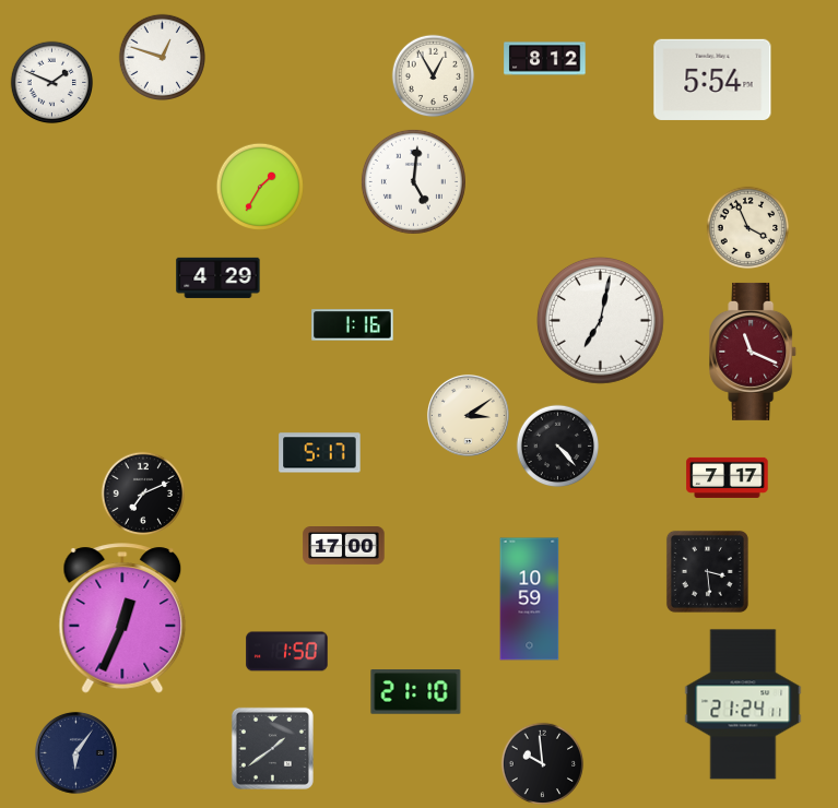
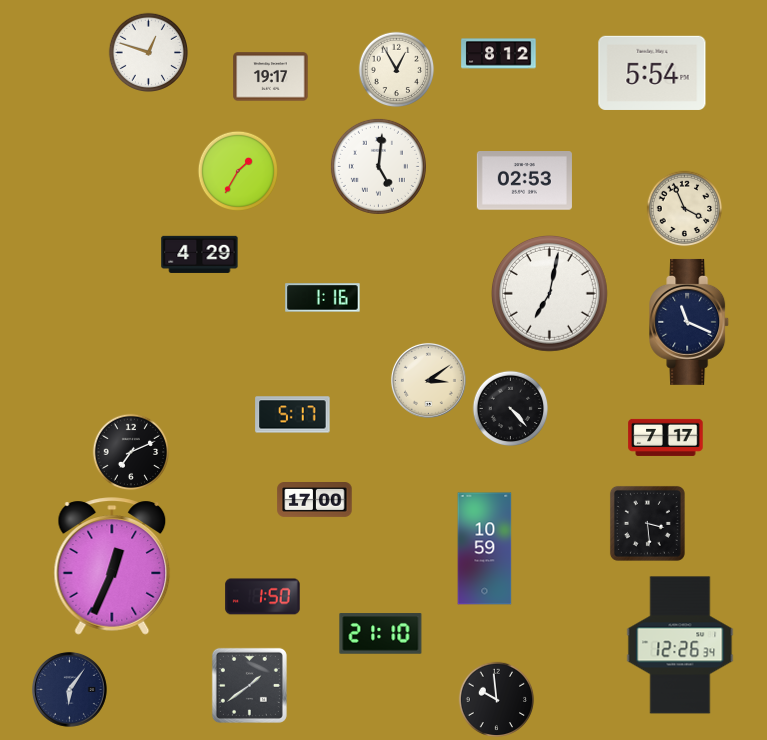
clock at (52, 83): 1:49 -> none
clock at (271, 77): none -> 19:17
clock at (524, 181): none -> 02:53
clock at (754, 352) dial: burgundy -> navy
clock at (743, 704): 21:24 -> 12:26
